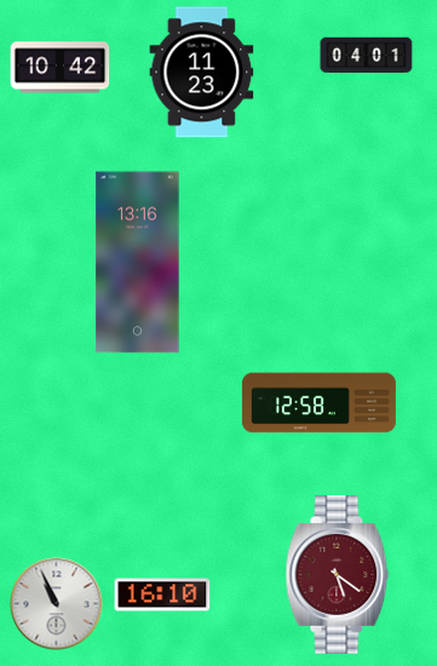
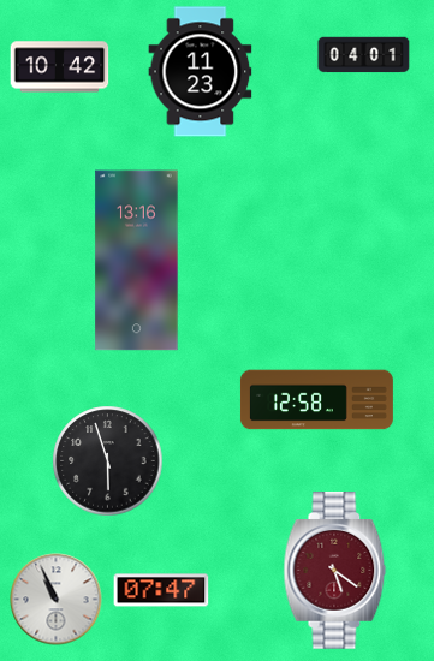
clock at (108, 461): none -> 5:57
clock at (162, 595): 16:10 -> 07:47
